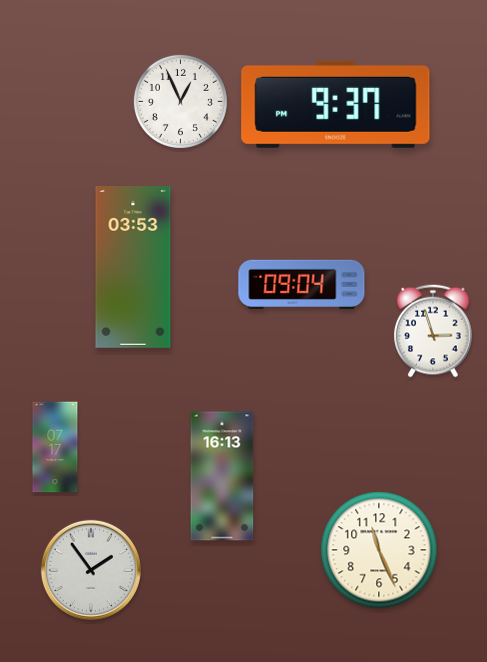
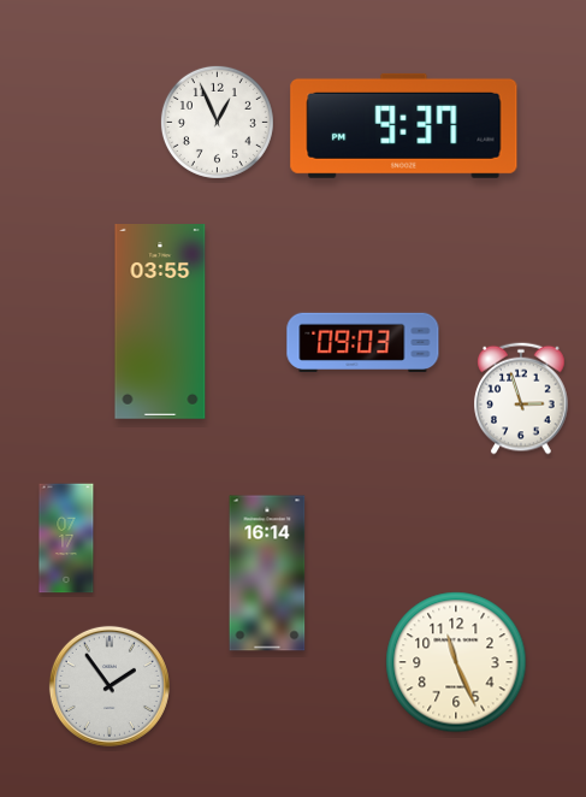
clock at (133, 268): 03:53 -> 03:55
clock at (302, 284): 09:04 -> 09:03
clock at (222, 476): 16:13 -> 16:14
